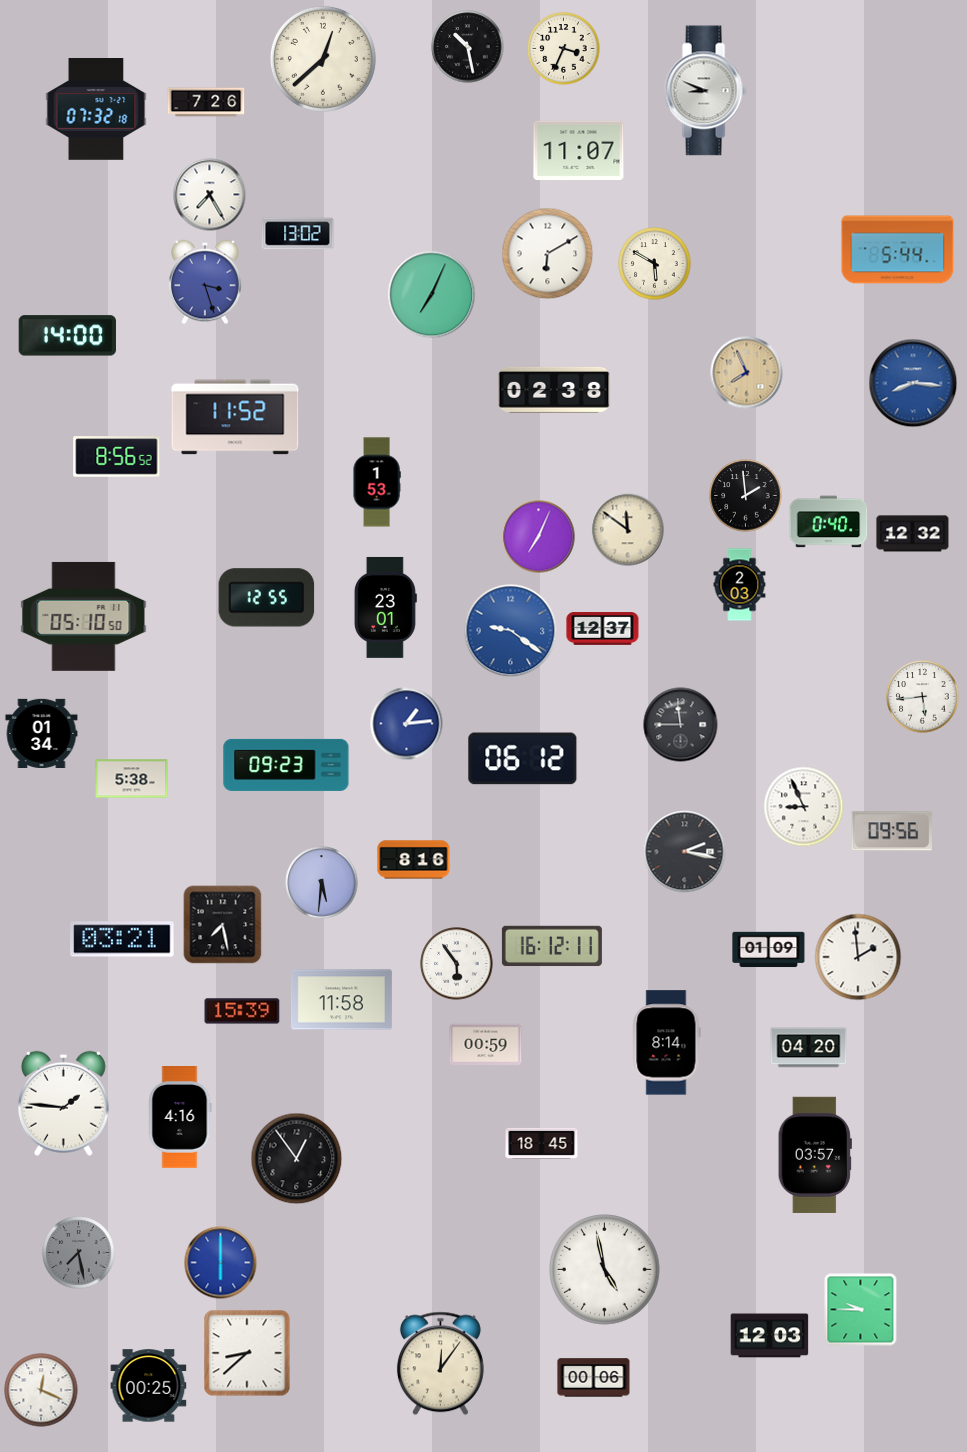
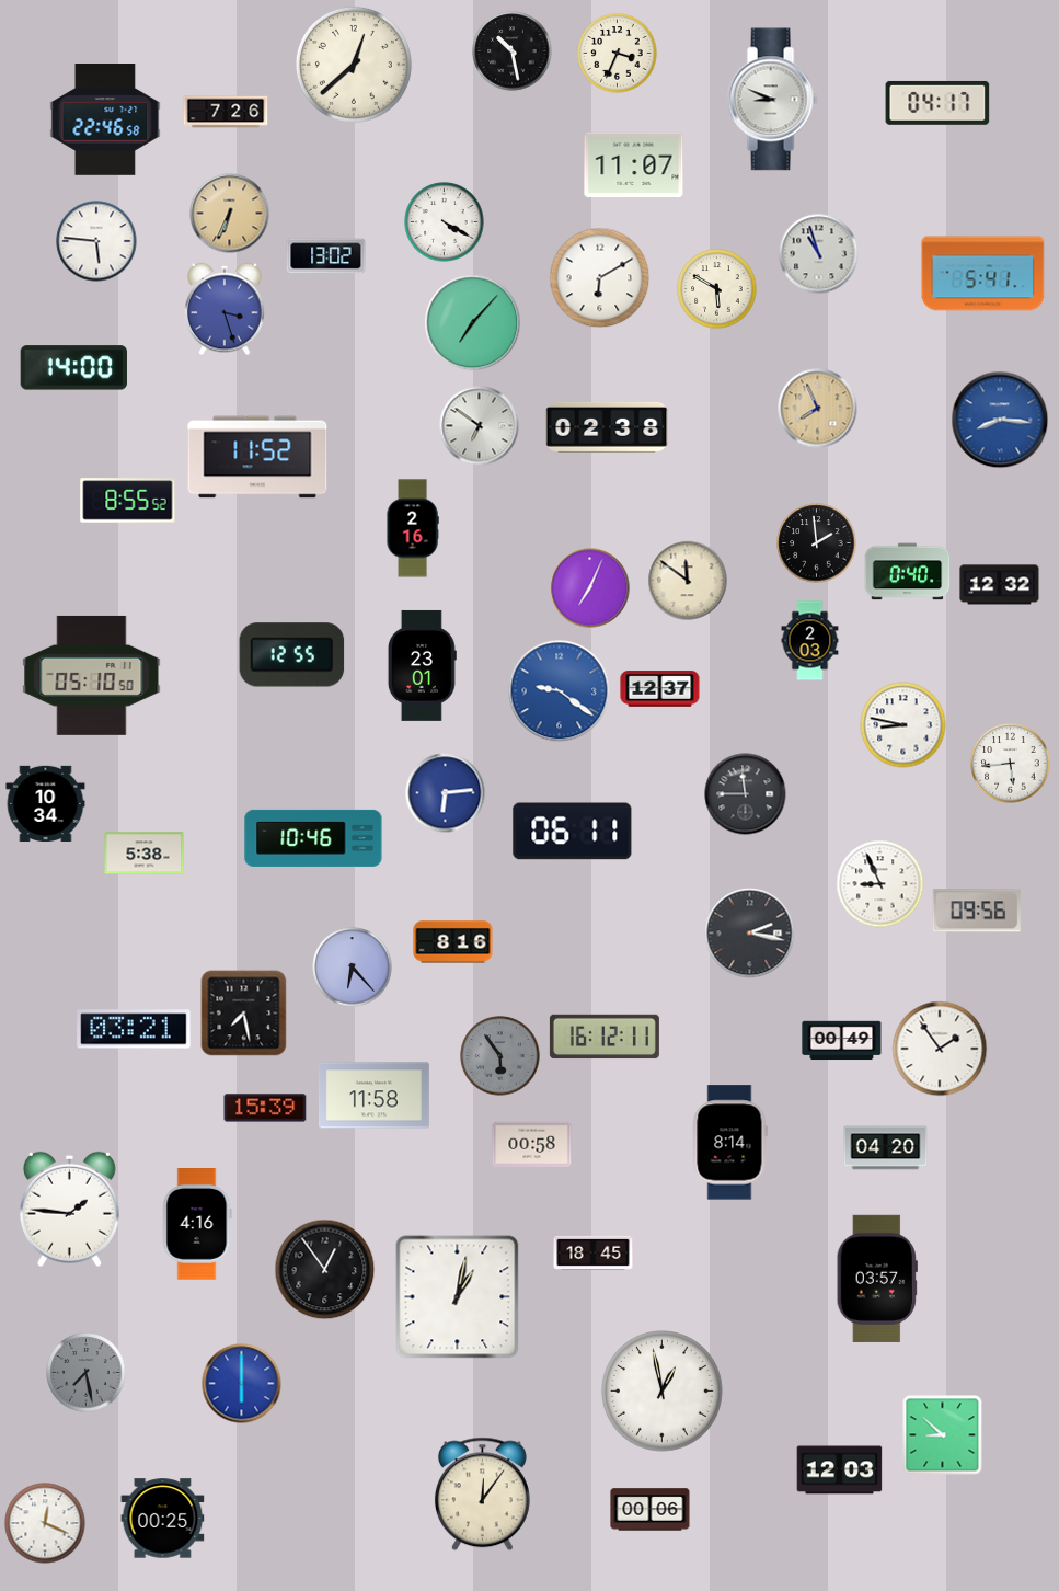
clock at (937, 103): none -> 04:17
clock at (96, 110): 07:32 -> 22:46
clock at (210, 195): 7:25 -> 6:34
clock at (210, 195) dial: white -> champagne
clock at (445, 222): none -> 4:20
clock at (96, 241): none -> 5:46
clock at (819, 254): none -> 10:57
clock at (898, 250): 5:44 -> 5:41
clock at (432, 295): 7:04 -> 7:07
clock at (480, 426): none -> 6:51
clock at (117, 457): 8:56 -> 8:55
clock at (377, 482): 1:53 -> 2:16
clock at (903, 725): none -> 8:47
clock at (407, 724): 1:14 -> 6:14
clock at (42, 733): 01:34 -> 10:34
clock at (523, 759): 06:12 -> 06:11
clock at (286, 765): 09:23 -> 10:46
clock at (322, 883): 5:31 -> 6:23
clock at (769, 950): 01:09 -> 00:49
clock at (858, 957): 1:59 -> 1:54
clock at (457, 964) dial: white -> grey
clock at (486, 1044): 00:59 -> 00:58
clock at (815, 1155) position: (815, 1155) -> (877, 1279)
clock at (458, 1297): none -> 1:02
clock at (605, 1270): 4:58 -> 12:58
clock at (861, 1310): 9:45 -> 8:52
clock at (770, 1336) position: (770, 1336) -> (840, 1470)
clock at (247, 1353): 8:38 -> none
